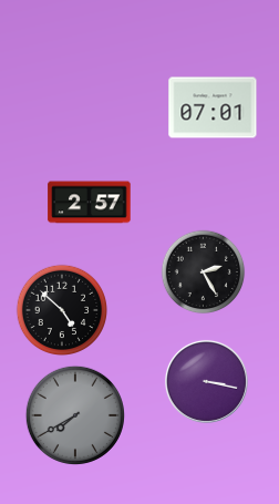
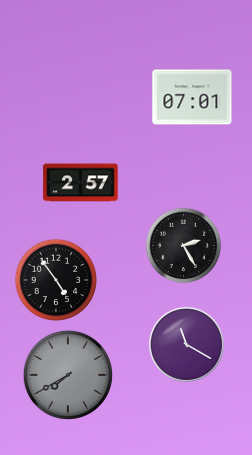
clock at (62, 310): 4:52 -> 4:54
clock at (206, 381): 3:17 -> 11:20
